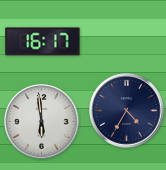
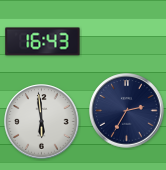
clock at (43, 42): 16:17 -> 16:43
clock at (127, 111): 4:35 -> 2:35
